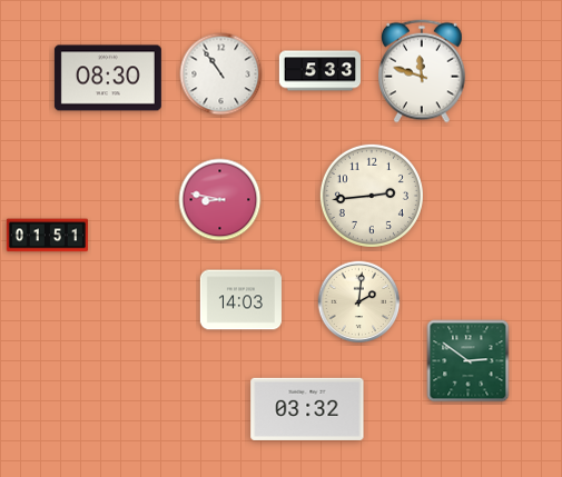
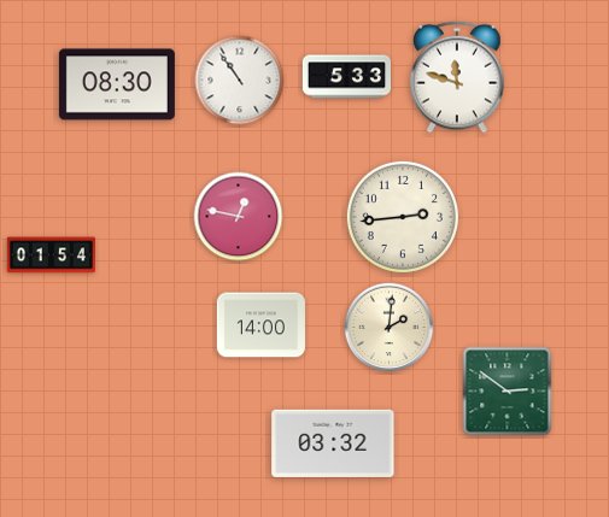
clock at (372, 196) position: (372, 196) -> (403, 217)
clock at (220, 200): 8:47 -> 12:47
clock at (47, 236): 01:51 -> 01:54
clock at (240, 300): 14:03 -> 14:00
